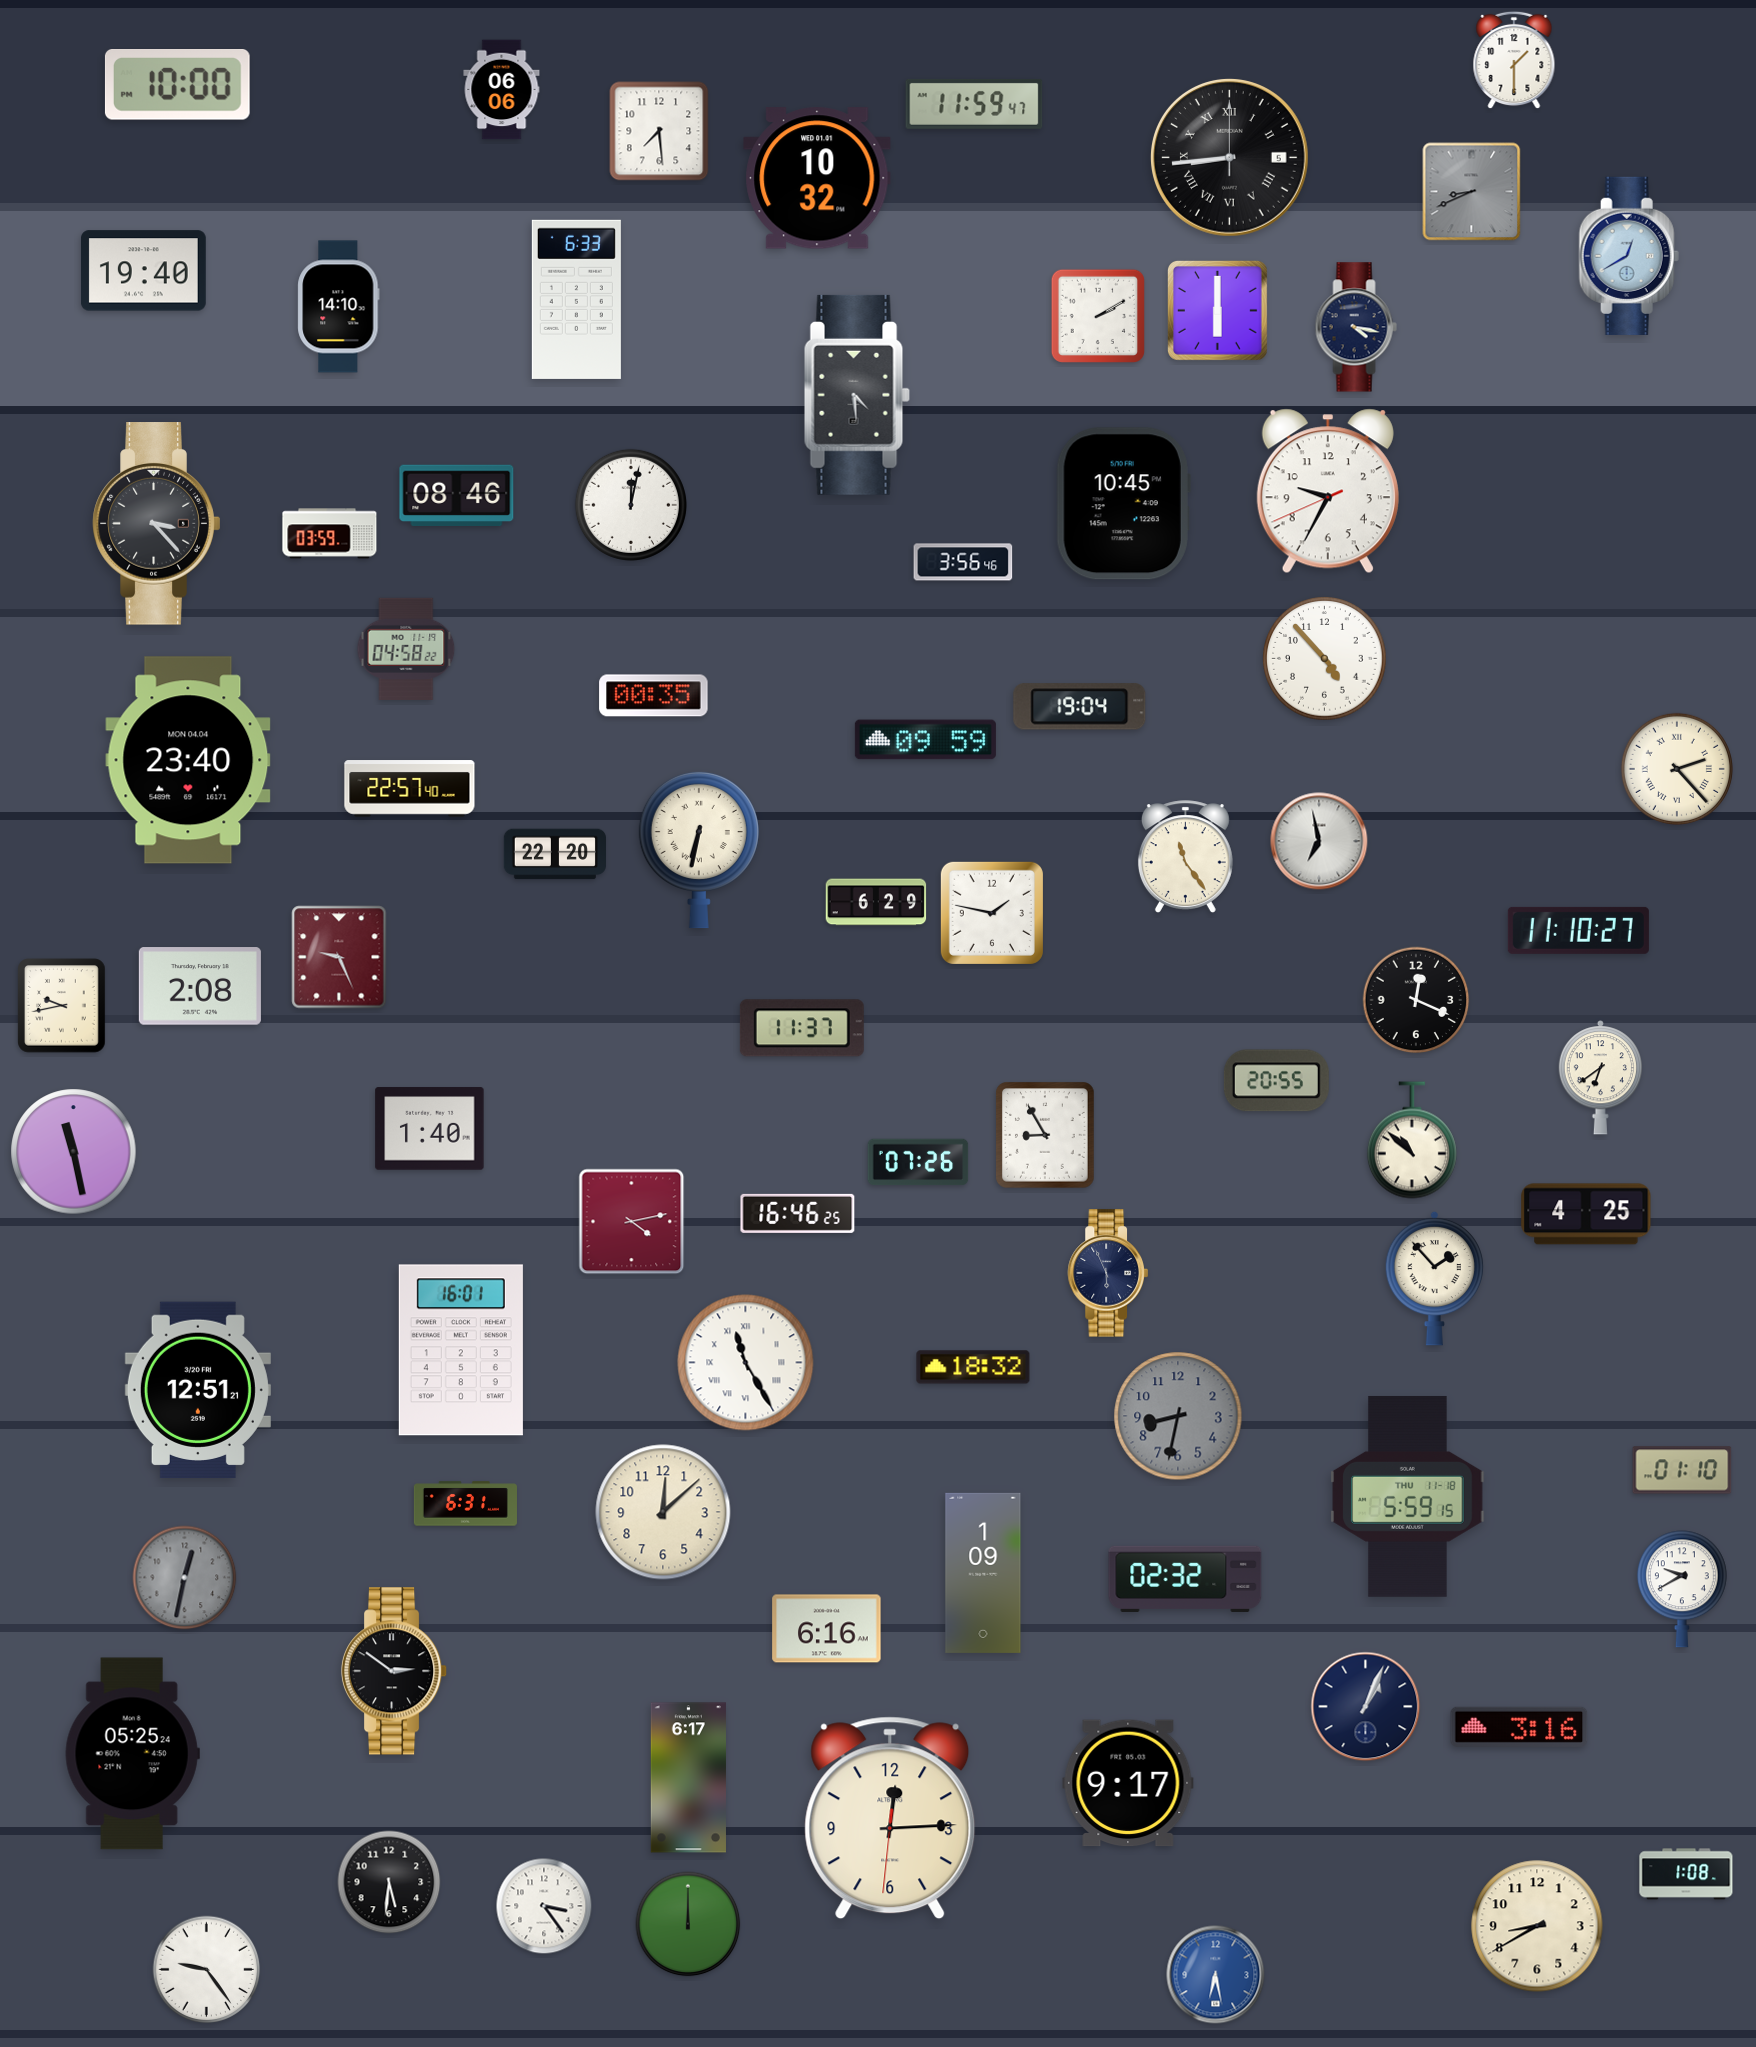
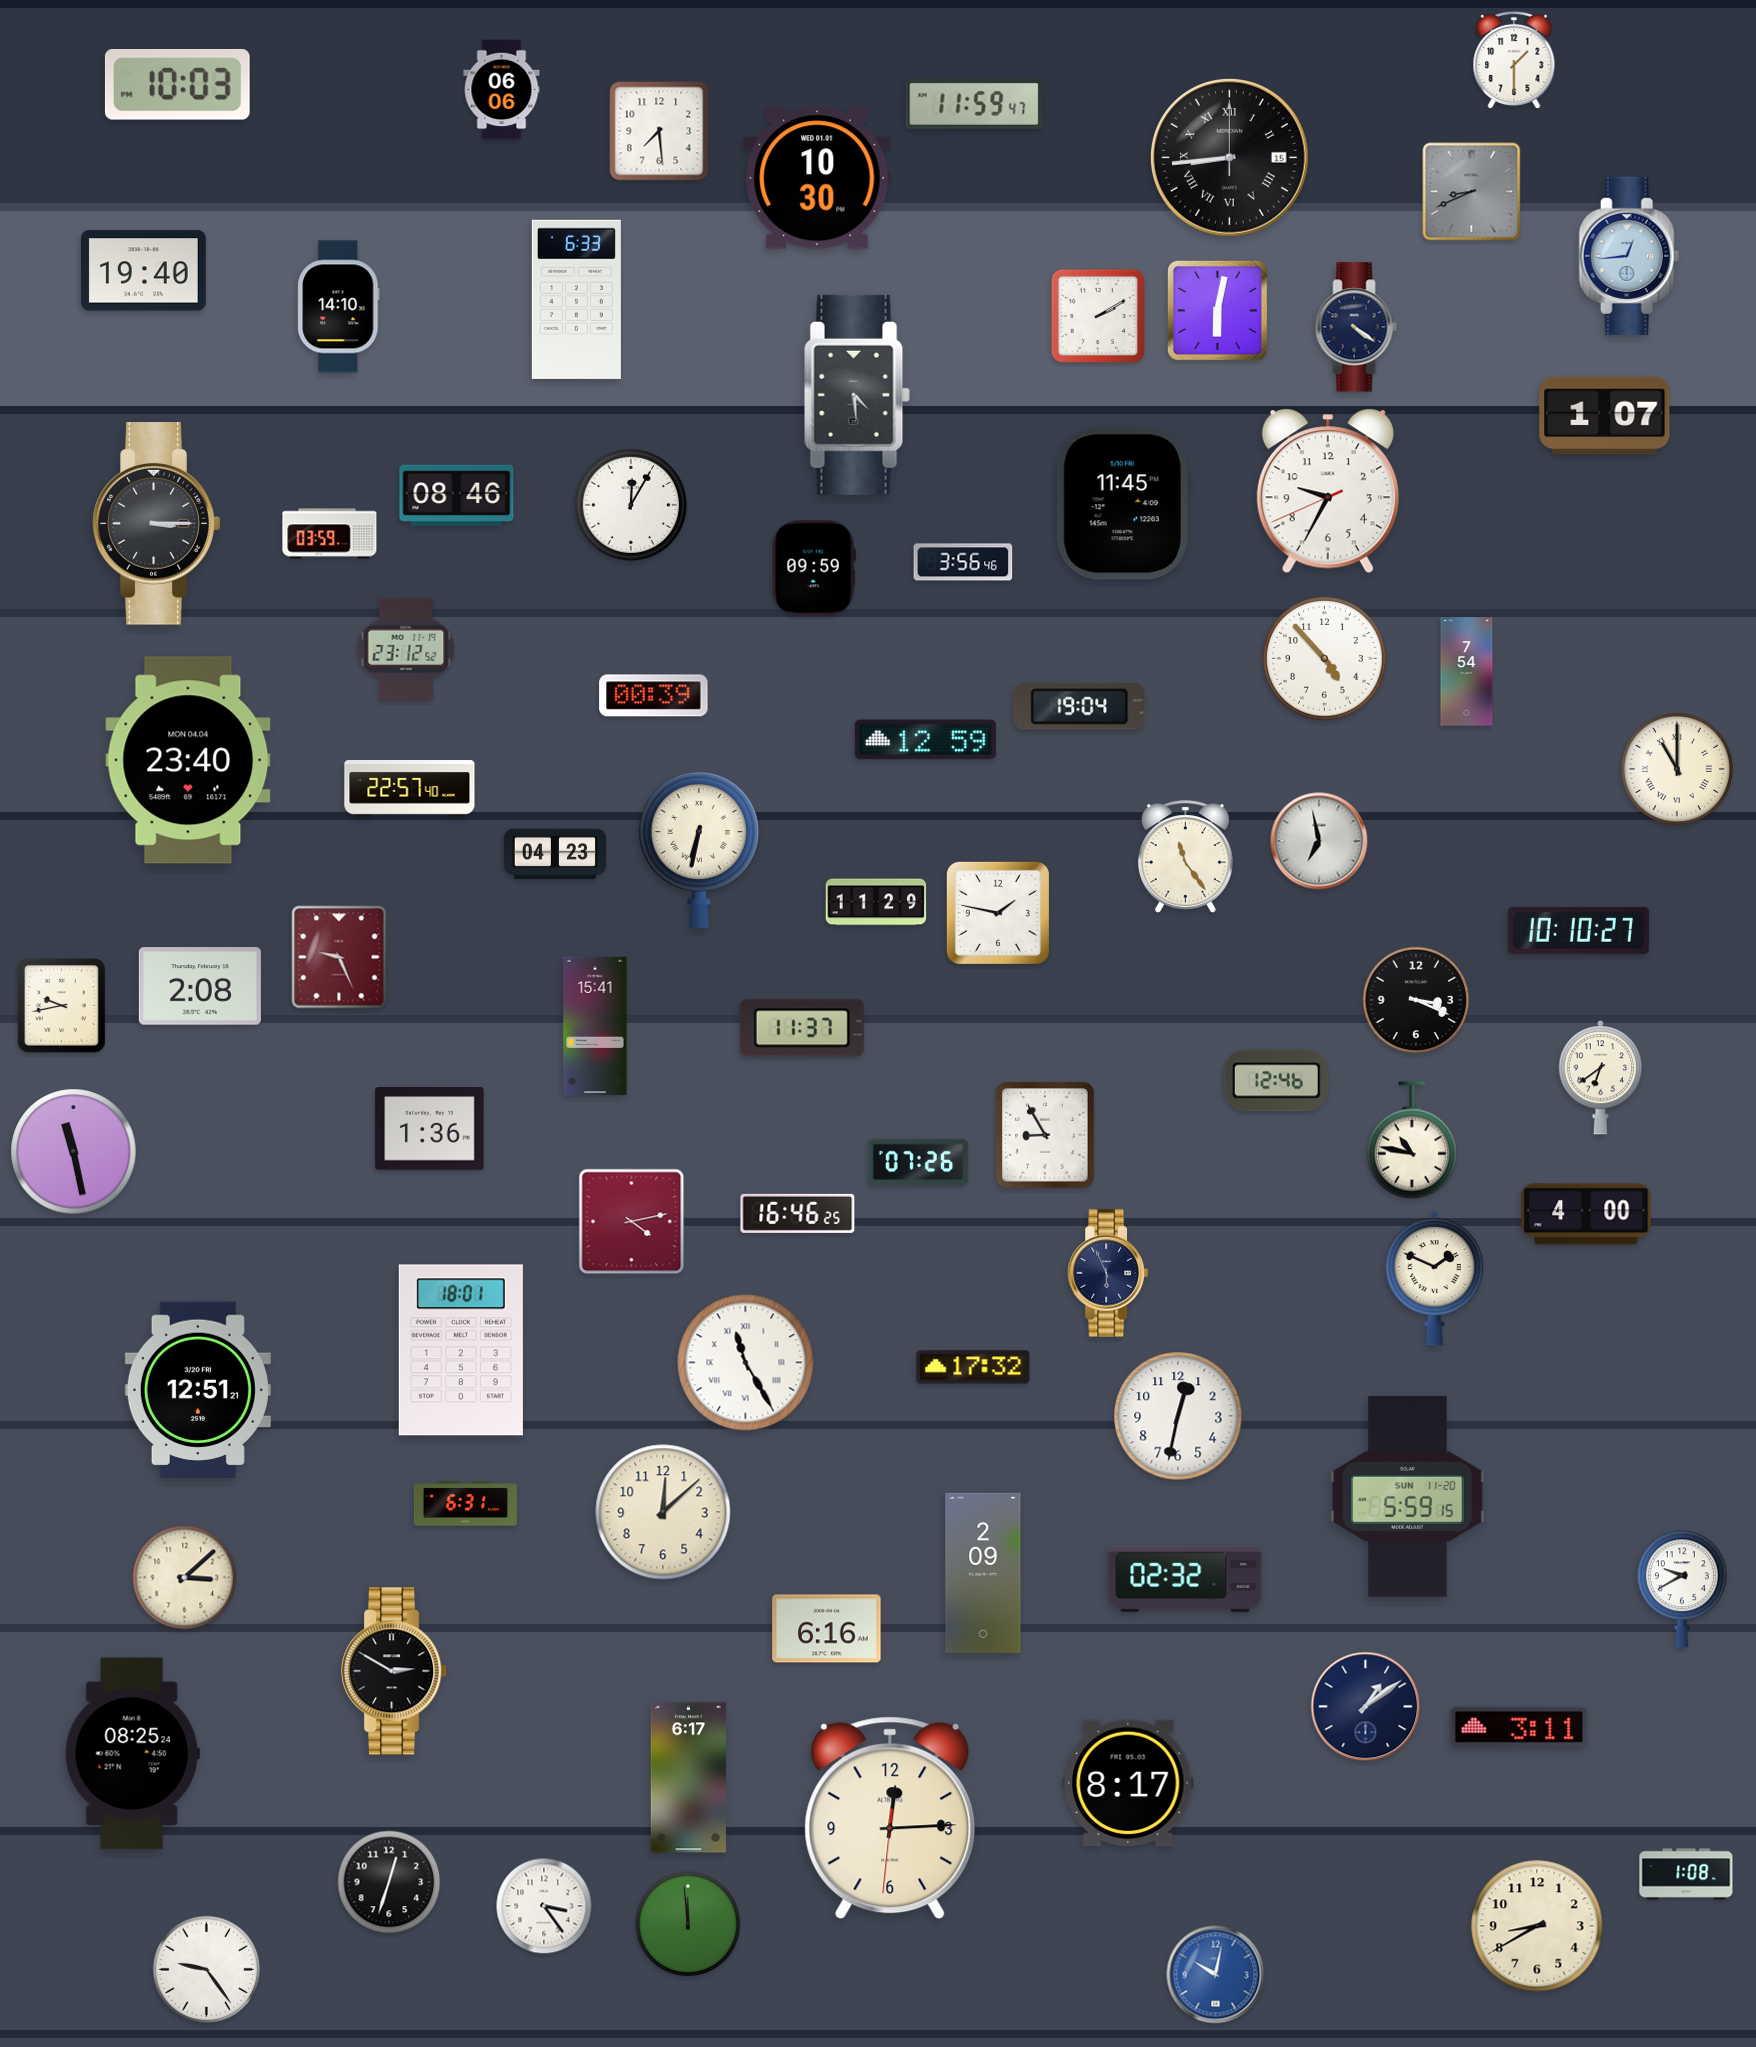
clock at (177, 85): 10:00 -> 10:03
clock at (1230, 158) date: 5 -> 15
clock at (817, 178): 10:32 -> 10:30
clock at (1629, 256): 12:40 -> 12:44
clock at (1217, 310): 6:00 -> 6:02
clock at (1356, 327): 4:17 -> 4:21
clock at (1605, 416): none -> 1:07
clock at (1123, 504): 10:45 -> 11:45
clock at (631, 505): 12:02 -> 12:05
clock at (157, 524): 3:23 -> 3:15
clock at (814, 568): none -> 09:59
clock at (406, 649): 04:58 -> 23:12
clock at (1467, 672): none -> 7:54
clock at (654, 696): 00:35 -> 00:39
clock at (925, 740): 09:59 -> 12:59
clock at (1677, 769): 2:23 -> 11:00
clock at (554, 854): 22:20 -> 04:23
clock at (876, 902): 6:29 -> 11:29
clock at (992, 913) position: (992, 913) -> (998, 913)
clock at (1578, 930): 11:10 -> 10:10
clock at (1416, 1000): 12:19 -> 3:19
clock at (595, 1026): none -> 15:41
clock at (1276, 1081): 20:55 -> 12:46
clock at (430, 1129): 1:40 -> 1:36
clock at (1412, 1140): 10:52 -> 10:47
clock at (1586, 1214): 4:25 -> 4:00
clock at (1435, 1278): 1:53 -> 1:49
clock at (461, 1350): 16:01 -> 18:01
clock at (973, 1367): 18:32 -> 17:32
clock at (1178, 1416): 8:32 -> 12:32
clock at (1178, 1416) dial: grey -> white
clock at (1682, 1470): 01:10 -> none
clock at (1408, 1496) date: THU 11-18 -> SUN 11-20
clock at (983, 1573): 1:09 -> 2:09
clock at (185, 1578): 12:32 -> 3:08
clock at (185, 1578) dial: grey -> cream
clock at (394, 1671): 2:51 -> 2:50
clock at (1366, 1707): 1:04 -> 1:09
clock at (1519, 1727): 3:16 -> 3:11
clock at (132, 1754): 05:25 -> 08:25
clock at (1128, 1783): 9:17 -> 8:17
clock at (389, 1882): 5:31 -> 12:33
clock at (688, 1924): 12:00 -> 11:59
clock at (1216, 1975): 6:28 -> 10:02
